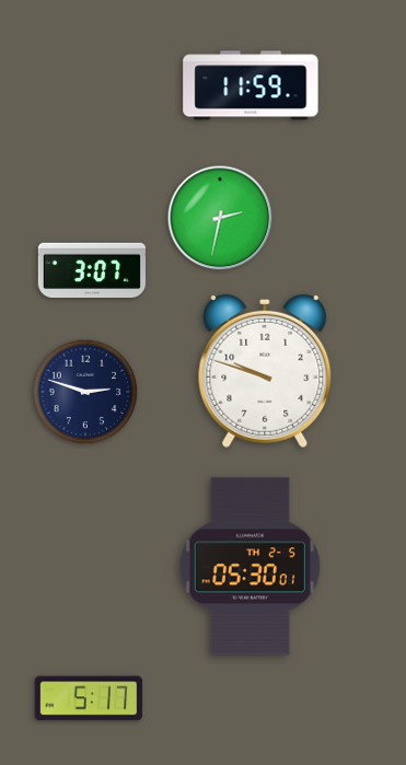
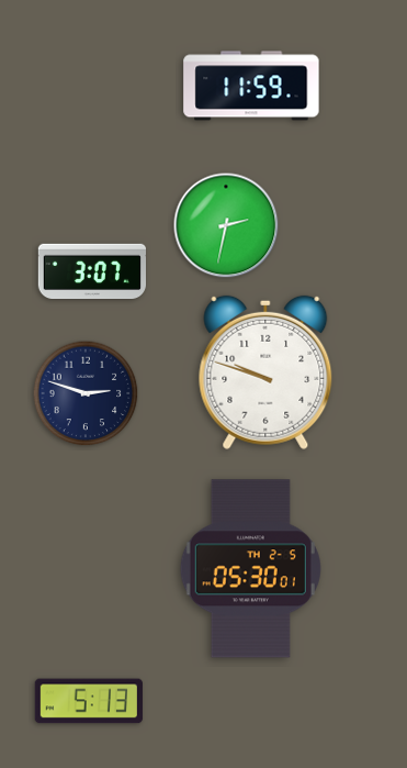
clock at (220, 218) position: (220, 218) -> (226, 225)
clock at (88, 698): 5:17 -> 5:13
